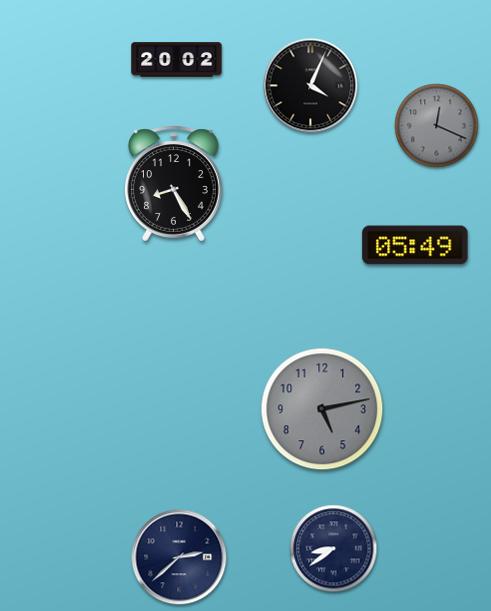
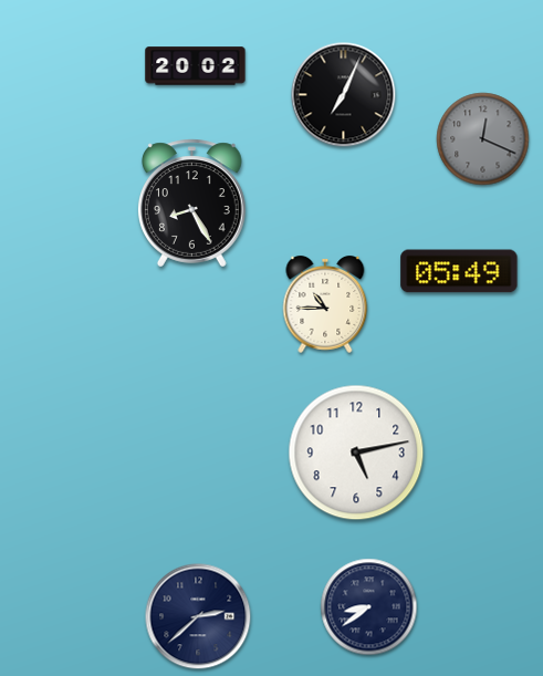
clock at (311, 86): 4:04 -> 7:04
clock at (325, 304): none -> 10:45
clock at (322, 409) dial: grey -> white
